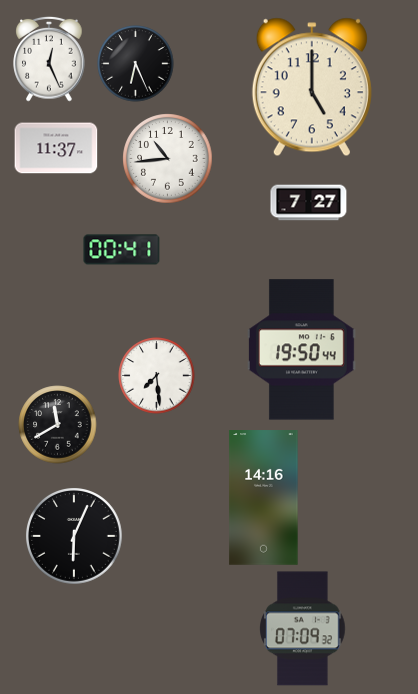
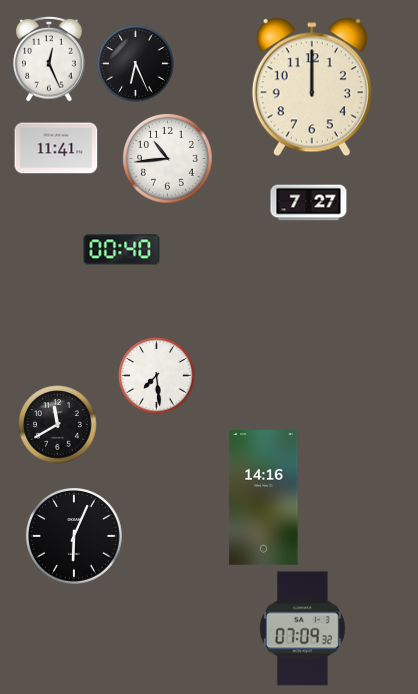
clock at (312, 87): 5:00 -> 12:00
clock at (56, 148): 11:37 -> 11:41
clock at (122, 250): 00:41 -> 00:40
clock at (301, 350): 19:50 -> none
